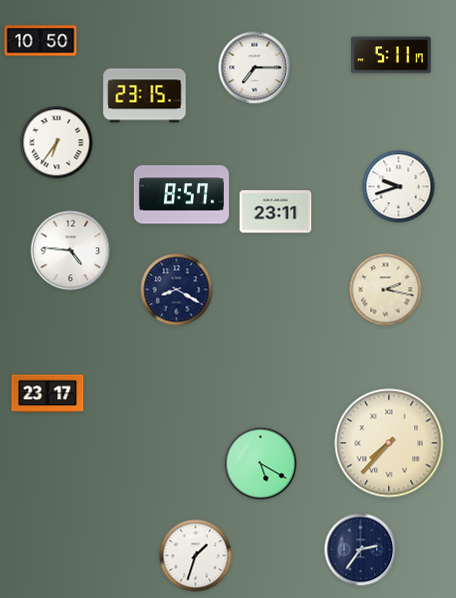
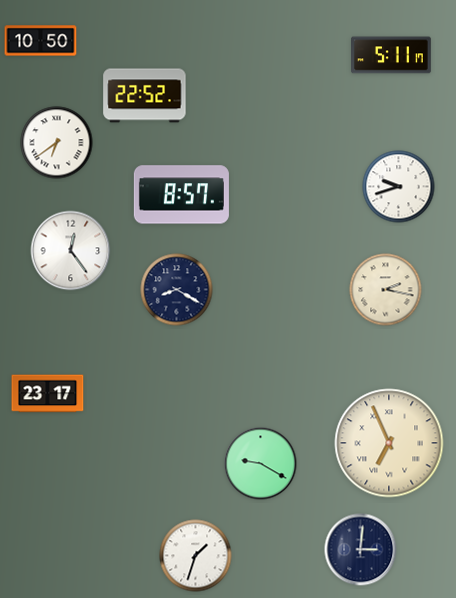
clock at (255, 68): 7:15 -> none
clock at (145, 96): 23:15 -> 22:52
clock at (57, 143): 6:36 -> 6:39
clock at (276, 212): 23:11 -> none
clock at (71, 251): 4:46 -> 12:24
clock at (389, 443): 7:37 -> 6:56
clock at (261, 464): 5:20 -> 9:20
clock at (361, 550): 2:36 -> 3:01
